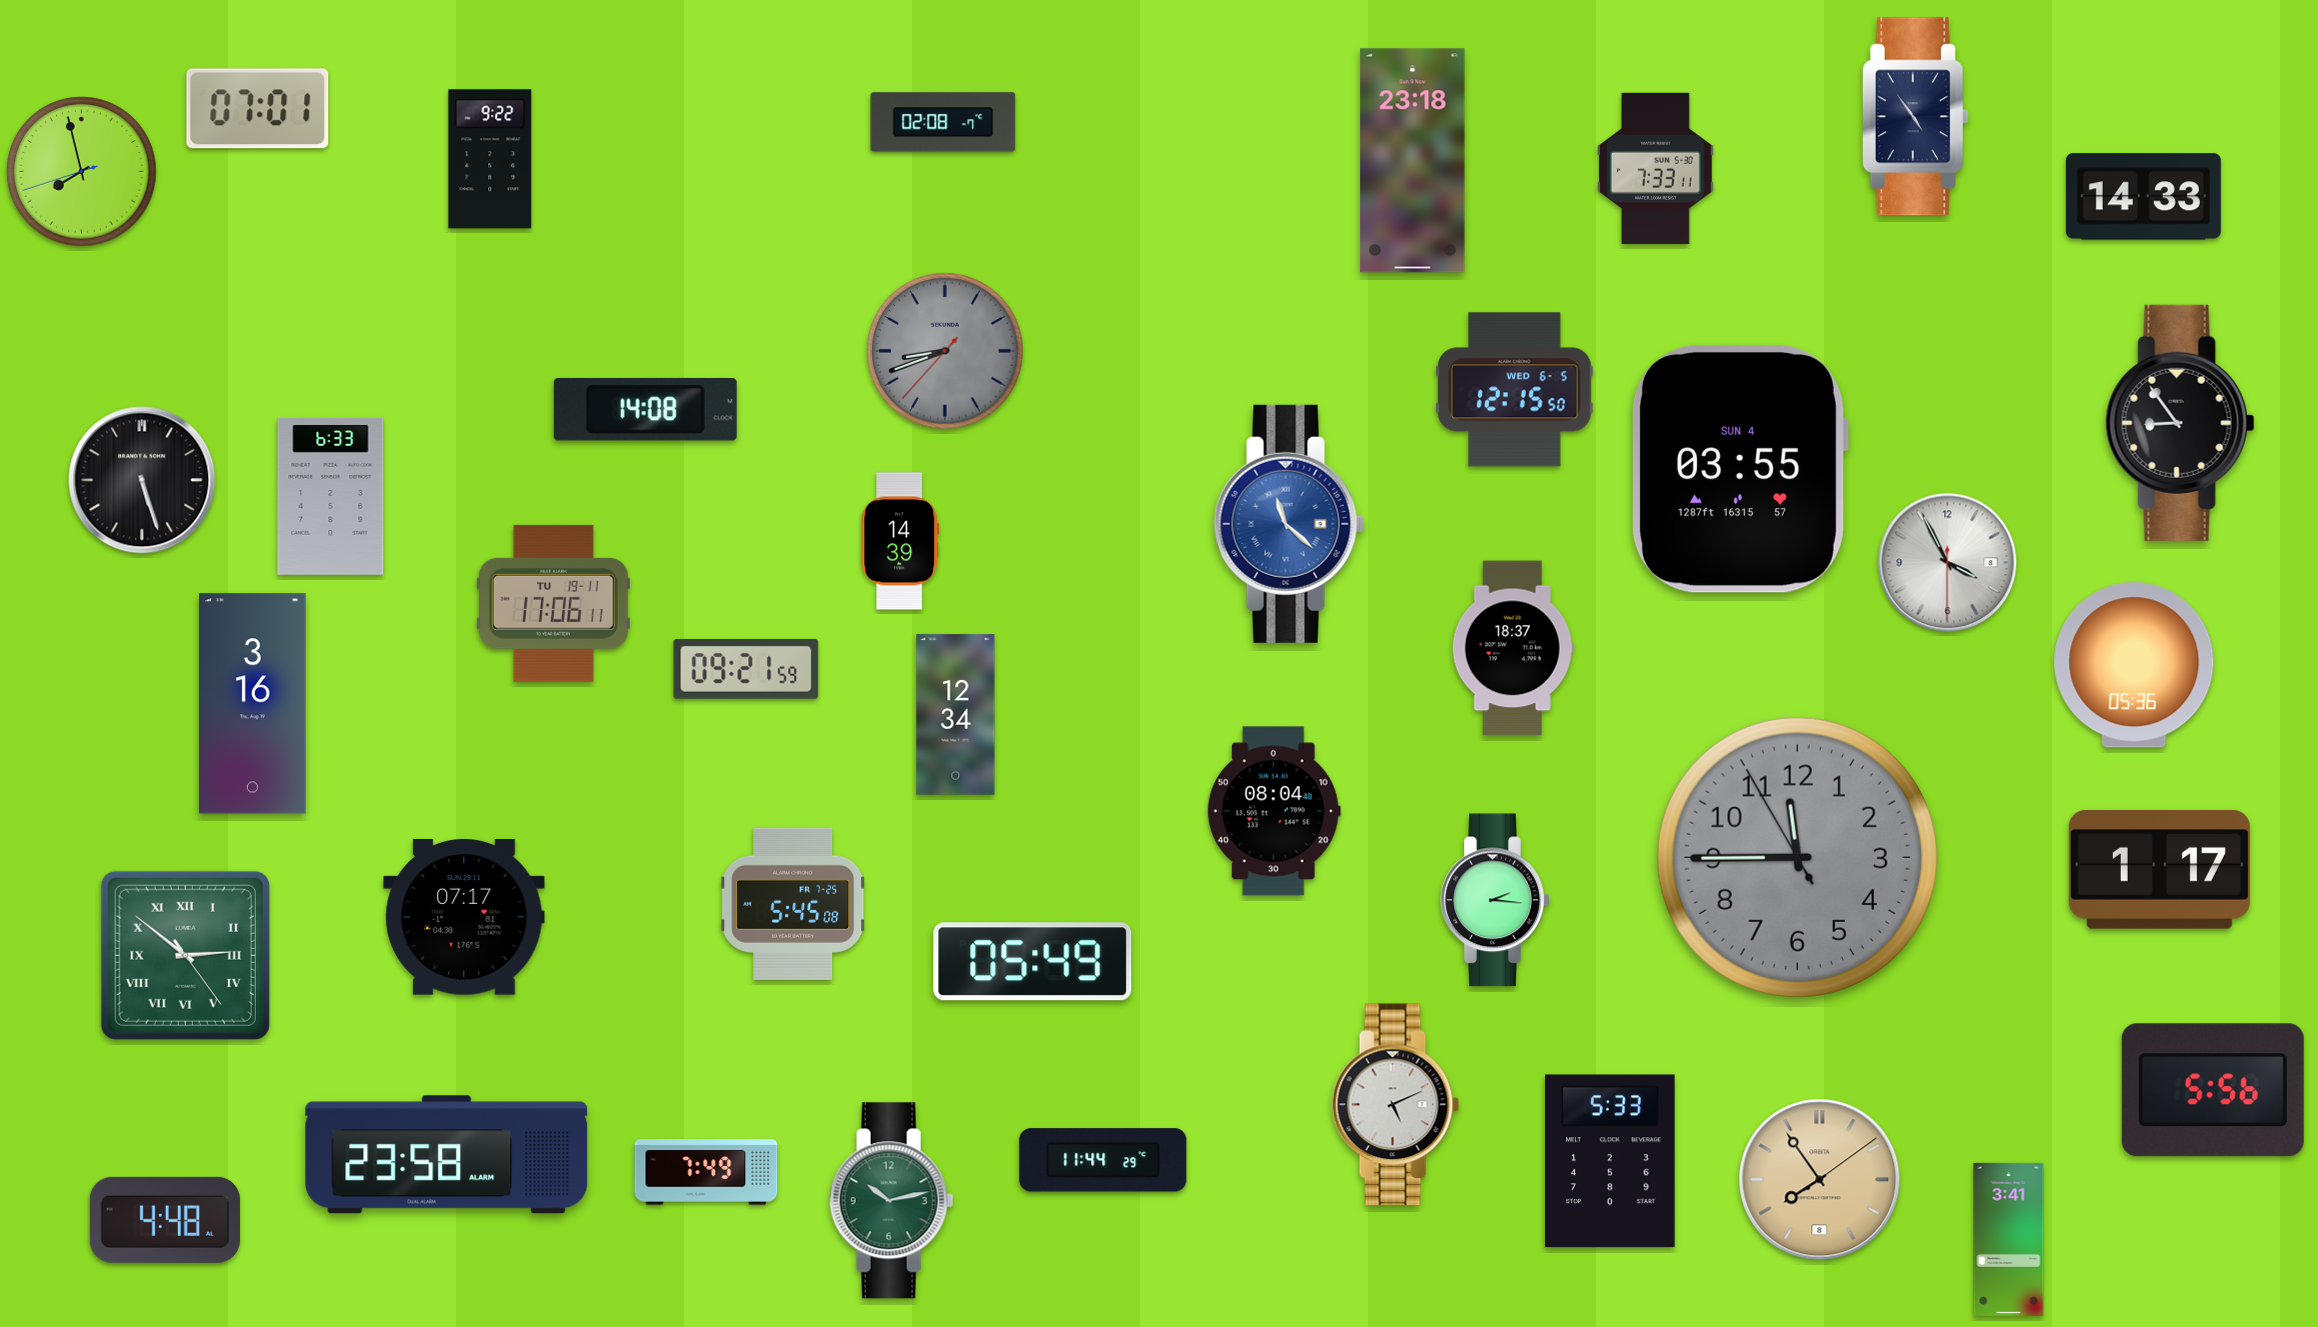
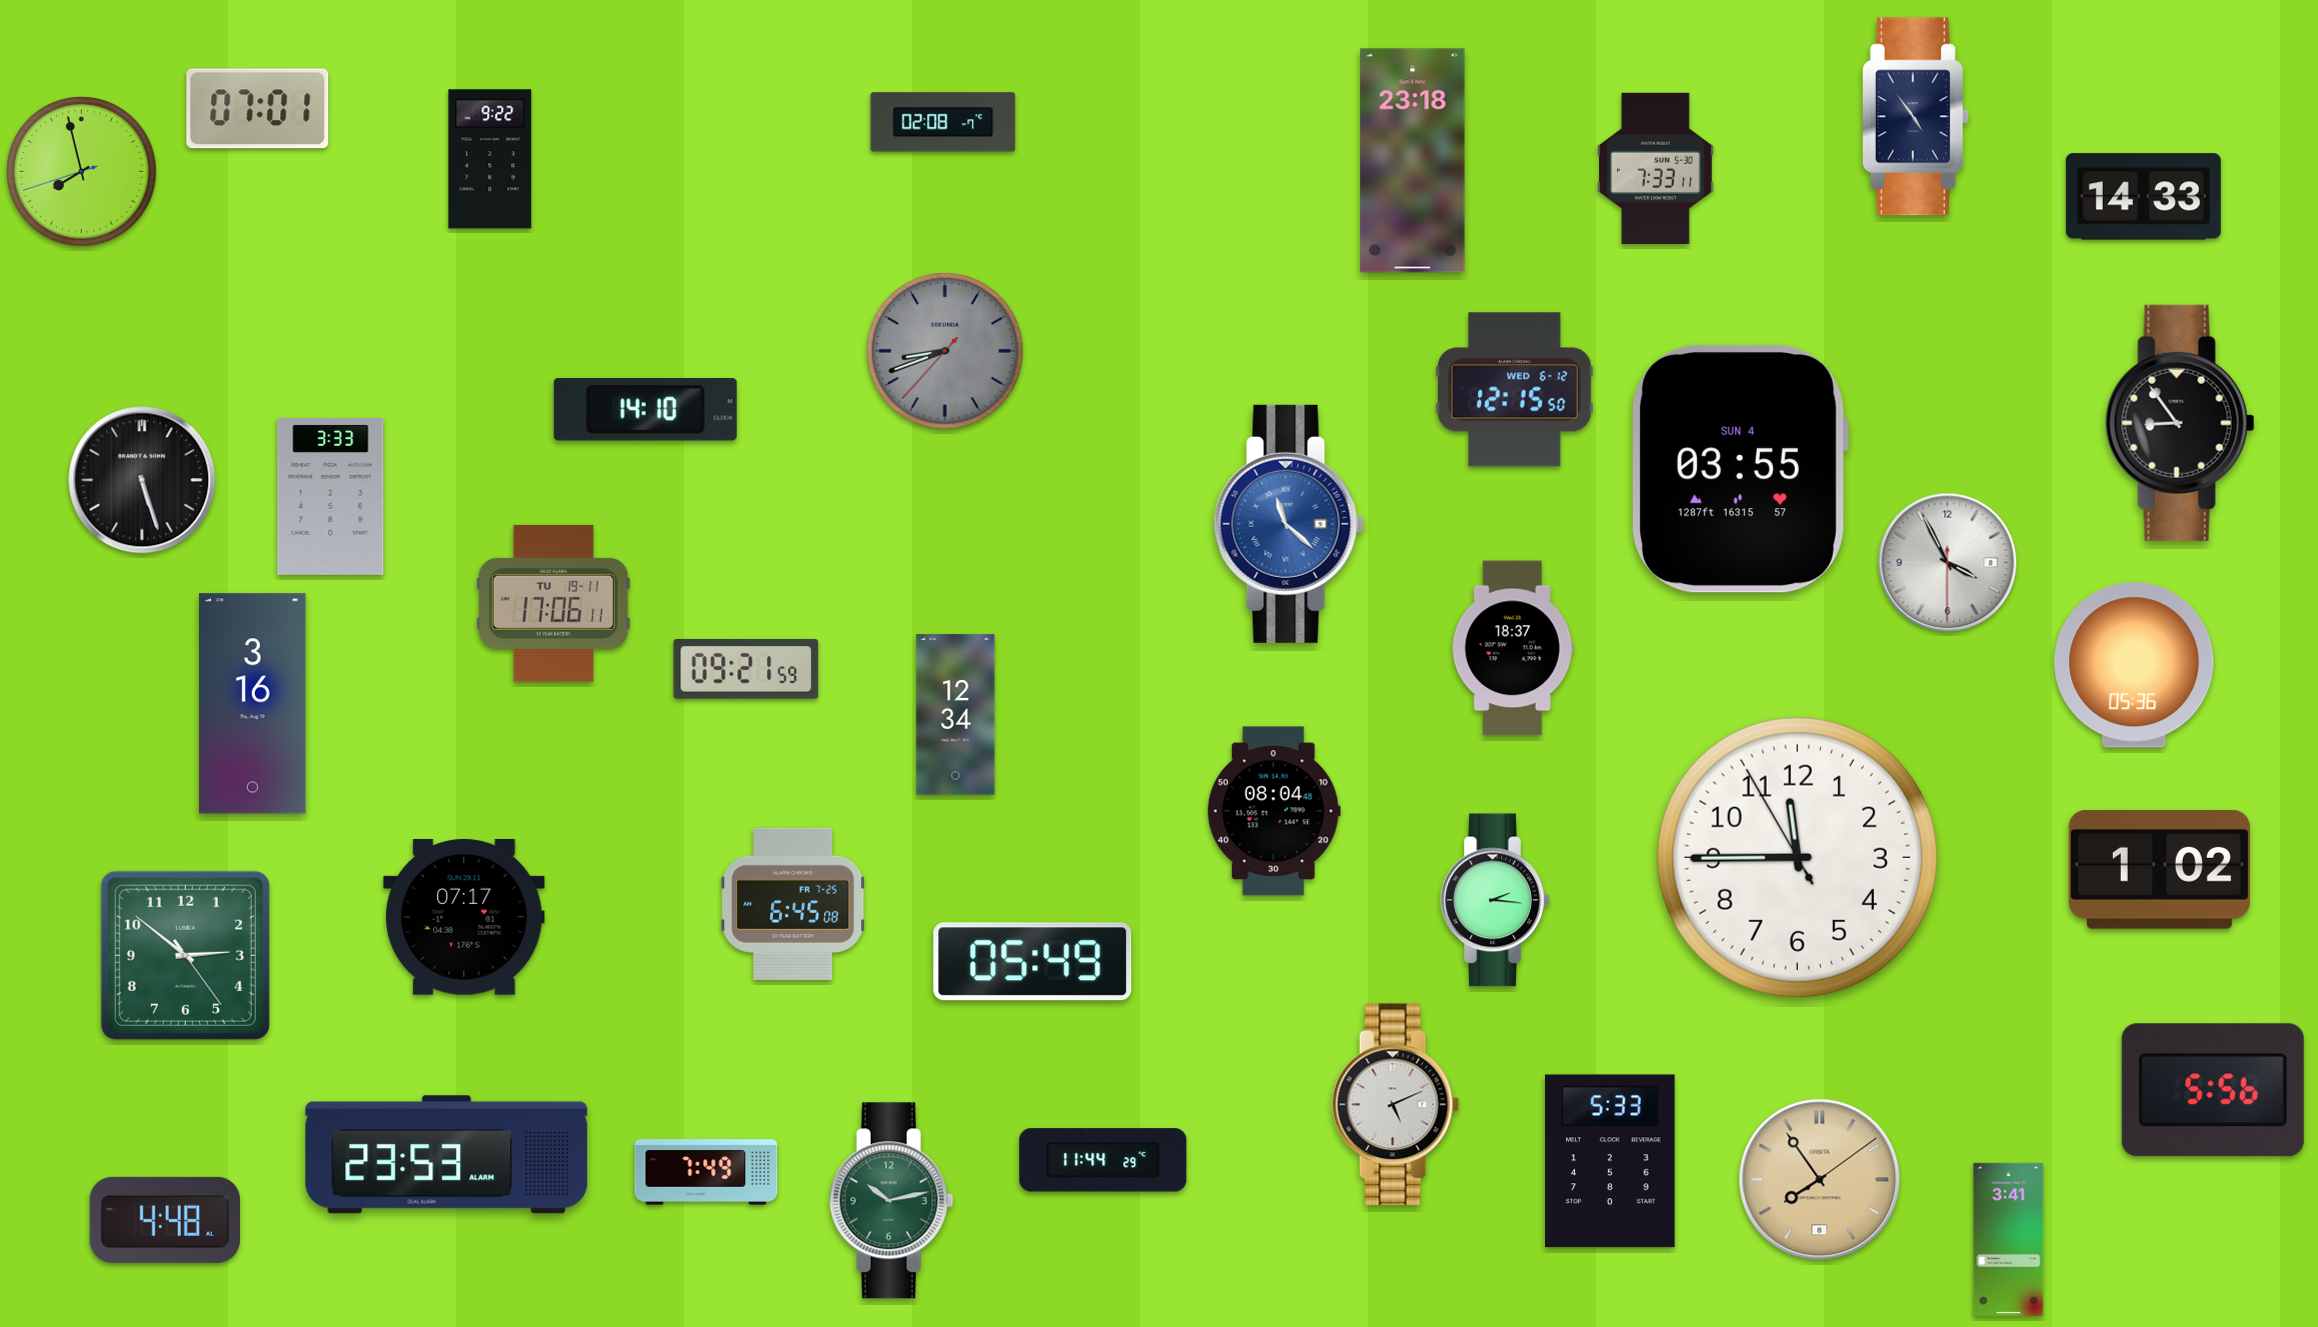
clock at (1515, 390) date: WED 6-5 -> WED 6-12
clock at (645, 410): 14:08 -> 14:10
clock at (331, 496): 6:33 -> 3:33
clock at (900, 541): 14:39 -> none
clock at (1797, 857) dial: grey -> white
clock at (2159, 870): 1:17 -> 1:02
clock at (793, 904): 5:45 -> 6:45
clock at (185, 955) numerals: Roman -> Arabic
clock at (447, 1155): 23:58 -> 23:53
